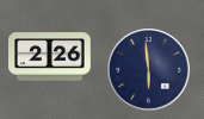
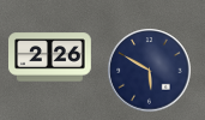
clock at (149, 70): 5:59 -> 5:50
